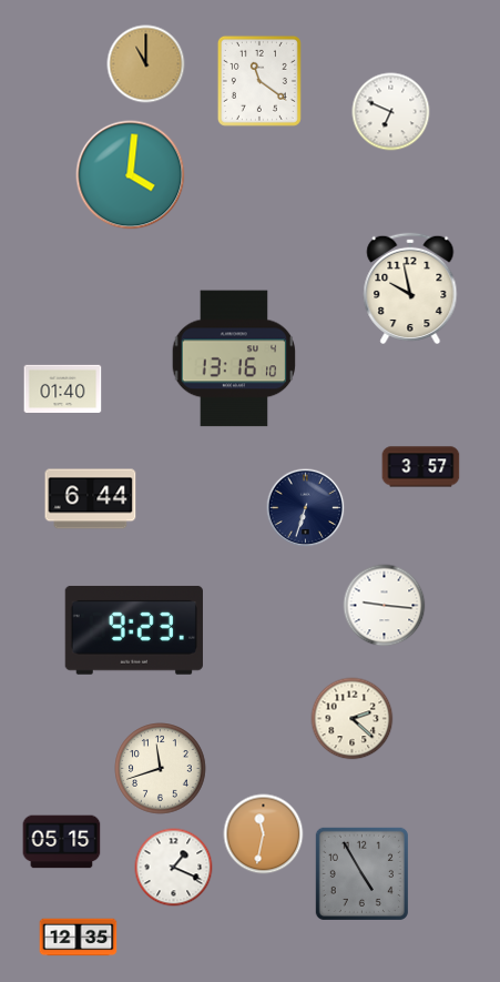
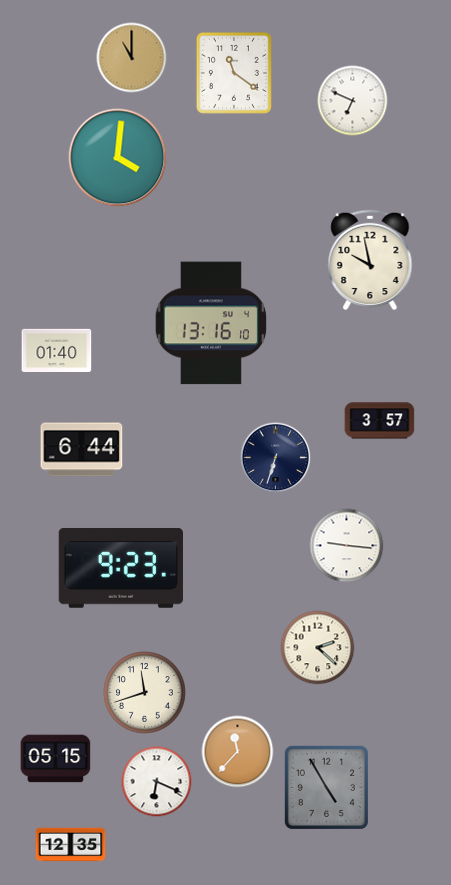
clock at (264, 834): 11:32 -> 11:37
clock at (174, 868): 1:19 -> 6:19
